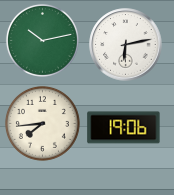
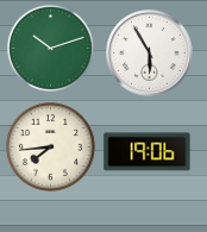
clock at (42, 40): 10:13 -> 10:12
clock at (126, 45): 6:13 -> 5:55
